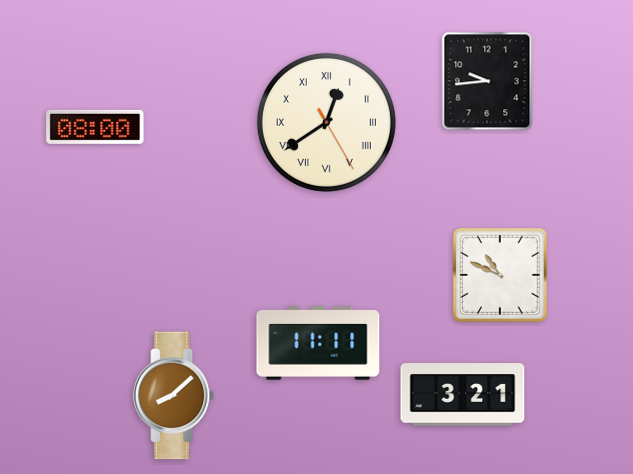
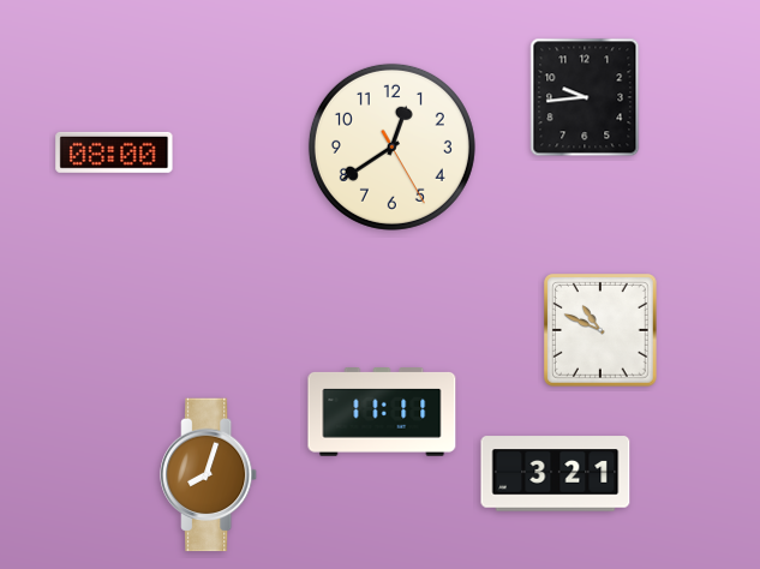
clock at (326, 122) numerals: Roman -> Arabic
clock at (175, 396): 8:08 -> 8:03
